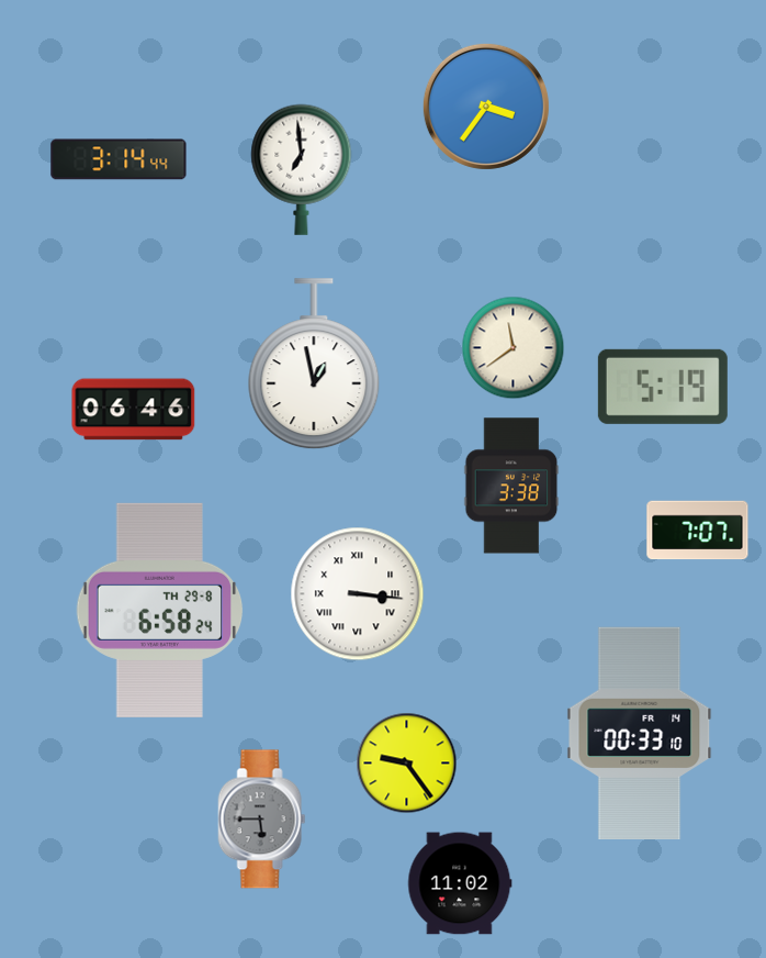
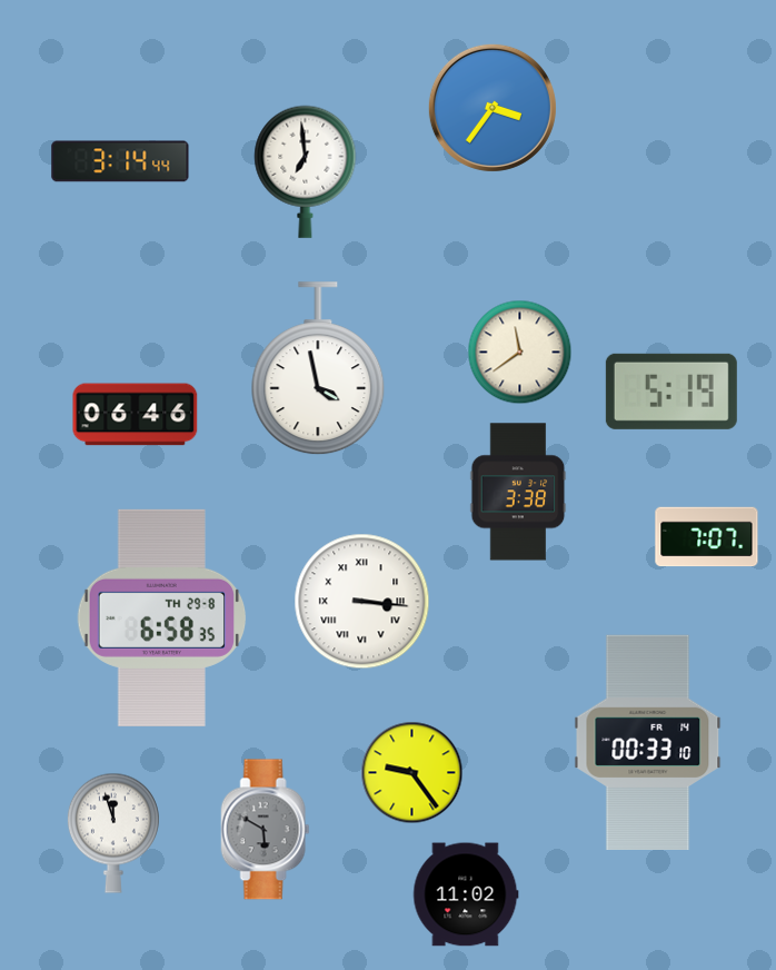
clock at (314, 365): 12:58 -> 3:58
clock at (160, 610): 6:58:24 -> 6:58:35
clock at (262, 820): 5:45 -> 5:50
clock at (113, 833): none -> 11:57
